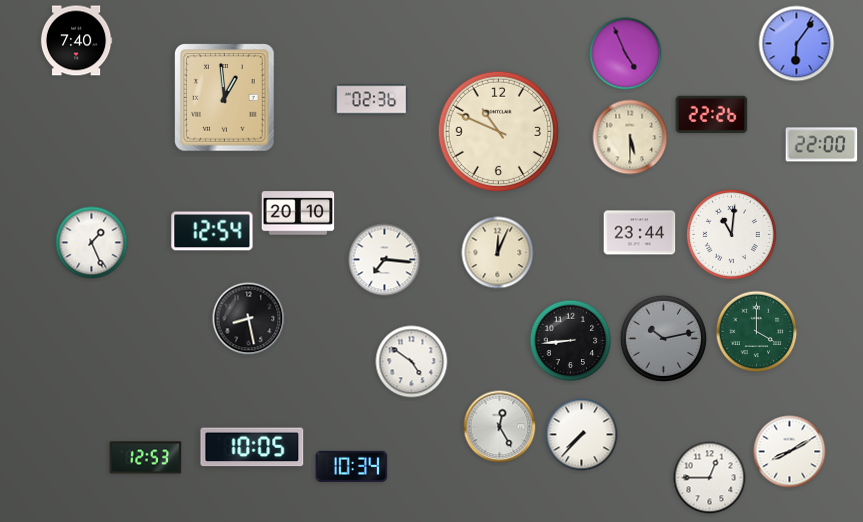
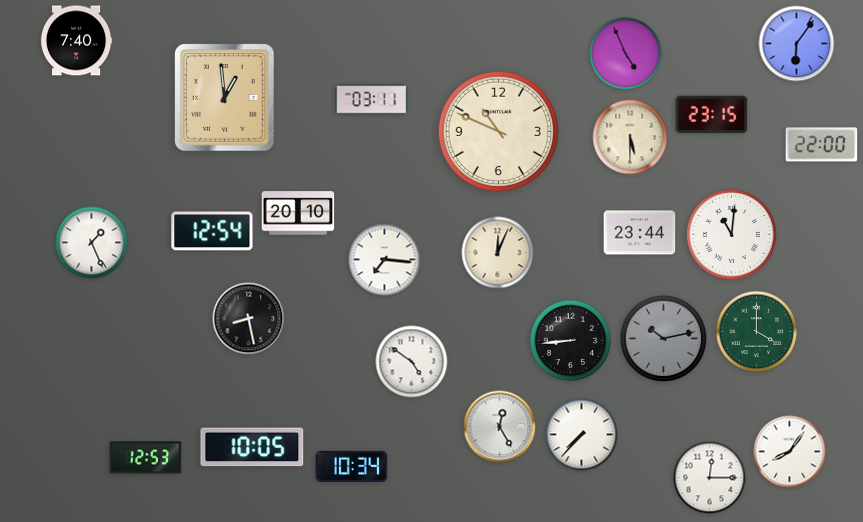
clock at (372, 100): 02:36 -> 03:11
clock at (712, 115): 22:26 -> 23:15
clock at (790, 452): 8:10 -> 8:06
clock at (710, 478): 12:45 -> 12:15
